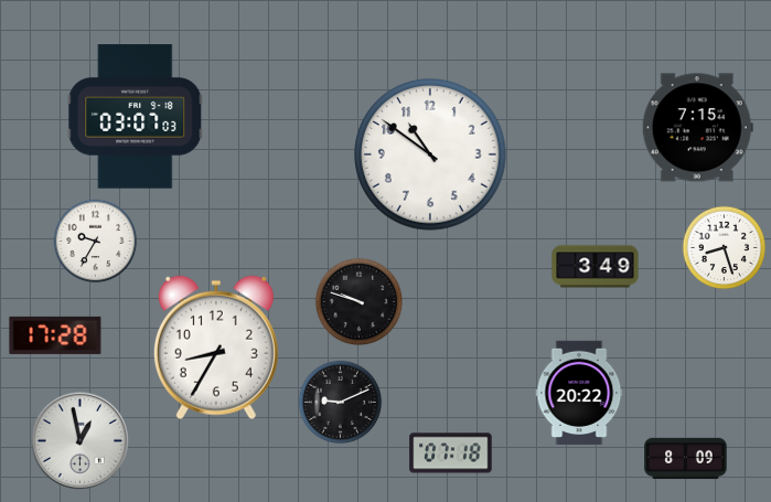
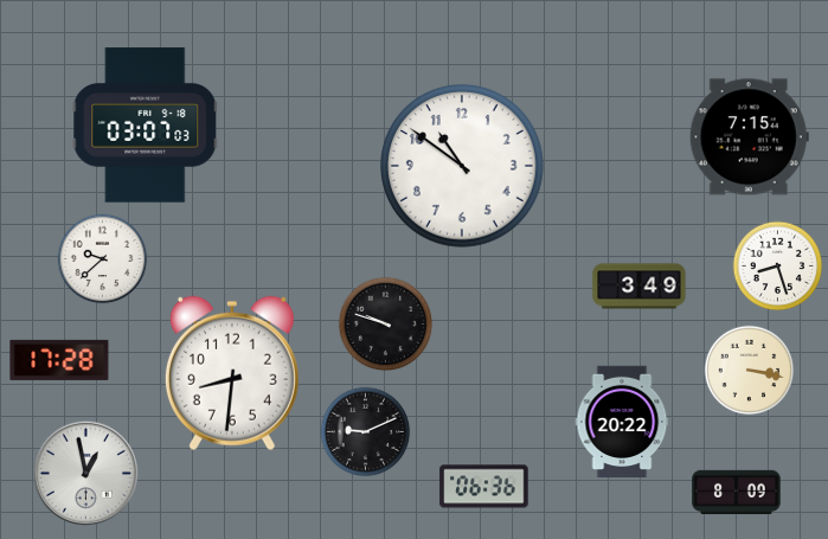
clock at (96, 242): 9:35 -> 9:38
clock at (750, 371): none -> 3:17
clock at (216, 348): 8:35 -> 8:31
clock at (451, 453): 07:18 -> 06:36
